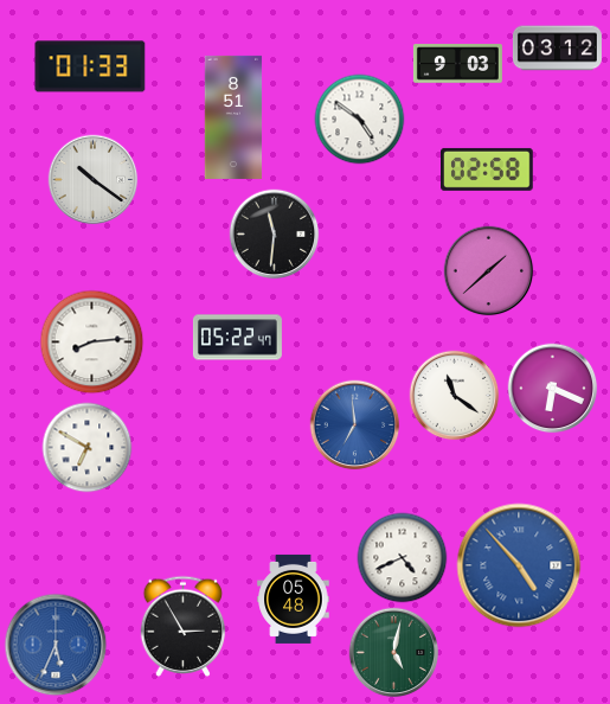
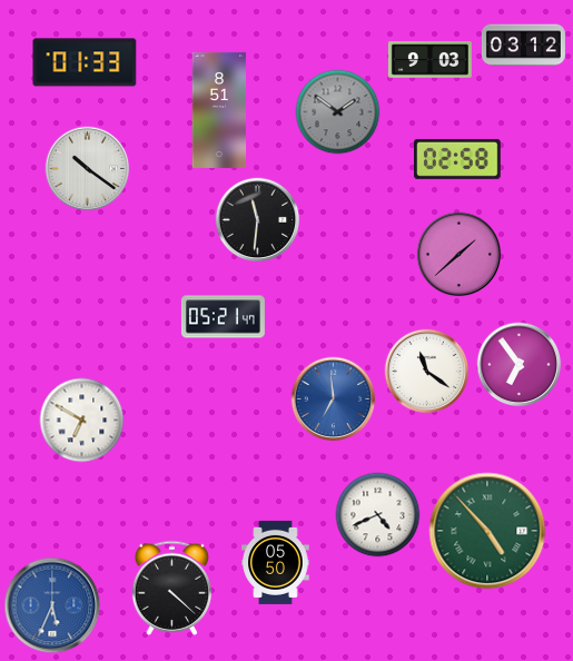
clock at (360, 120): 4:51 -> 1:51
clock at (360, 120) dial: white -> grey
clock at (237, 338): 05:22 -> 05:21
clock at (92, 343): 8:14 -> none
clock at (553, 389): 6:19 -> 6:54
clock at (403, 558) position: (403, 558) -> (378, 515)
clock at (519, 565) dial: blue -> green
clock at (294, 599): 05:48 -> 05:50
clock at (184, 626): 2:55 -> 4:22
clock at (394, 653): 5:02 -> none
